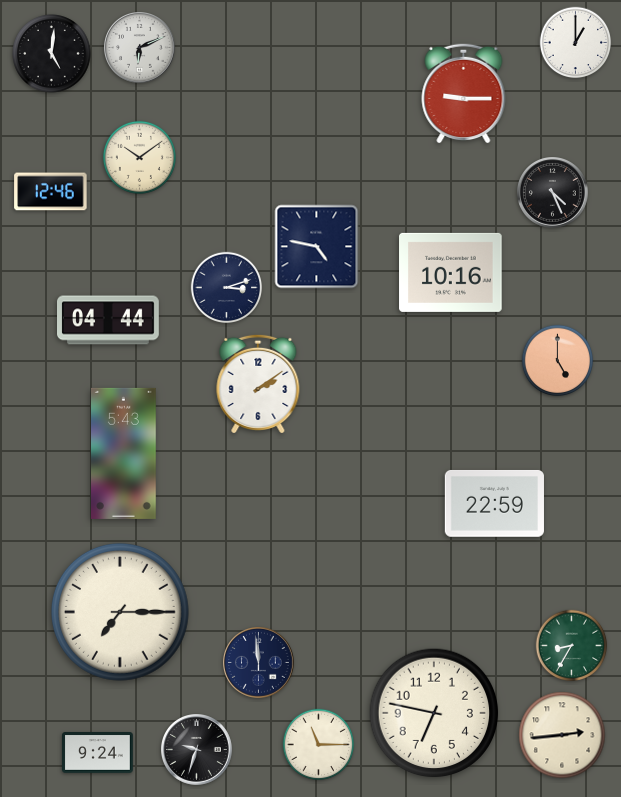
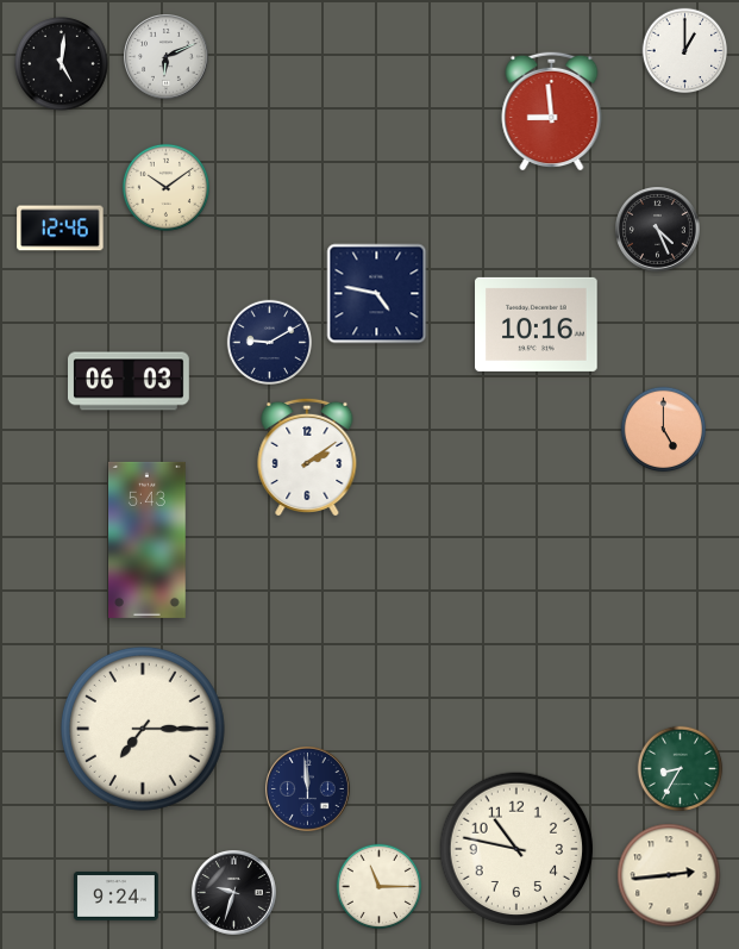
clock at (464, 93): 9:15 -> 8:59
clock at (227, 288): 3:12 -> 9:10
clock at (109, 320): 04:44 -> 06:03
clock at (494, 503): 22:59 -> none
clock at (434, 713): 6:47 -> 10:47
